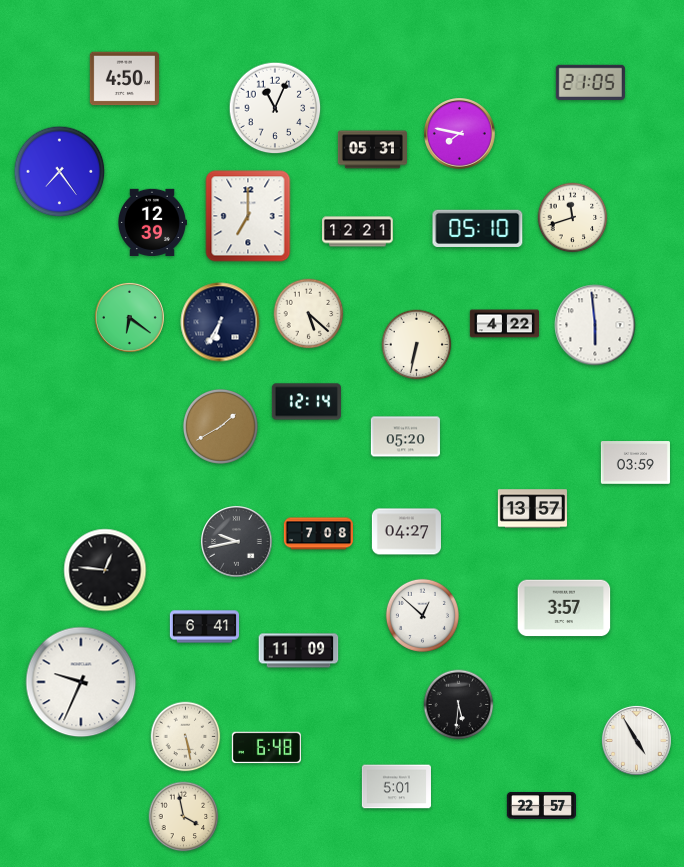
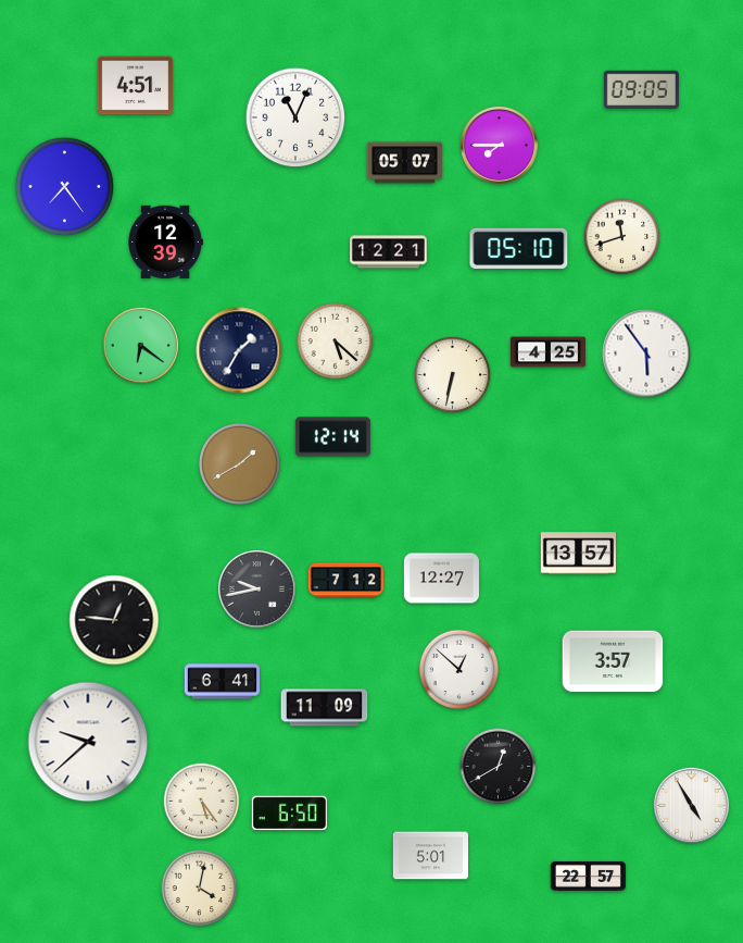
clock at (124, 79): 4:50 -> 4:51
clock at (590, 82): 21:05 -> 09:05
clock at (275, 108) position: (275, 108) -> (295, 117)
clock at (460, 134): 7:47 -> 7:45
clock at (372, 150): 05:31 -> 05:07
clock at (248, 216): 7:00 -> none
clock at (220, 322): 6:35 -> 1:35
clock at (504, 324): 4:22 -> 4:25
clock at (595, 325): 5:59 -> 5:54
clock at (405, 437): 05:20 -> none
clock at (635, 463): 03:59 -> none
clock at (406, 532): 04:27 -> 12:27
clock at (318, 534): 7:08 -> 7:12
clock at (81, 682): 9:34 -> 9:38
clock at (459, 705): 5:31 -> 12:40
clock at (186, 737): 5:28 -> 5:24
clock at (266, 748): 6:48 -> 6:50
clock at (184, 817): 3:58 -> 4:02
